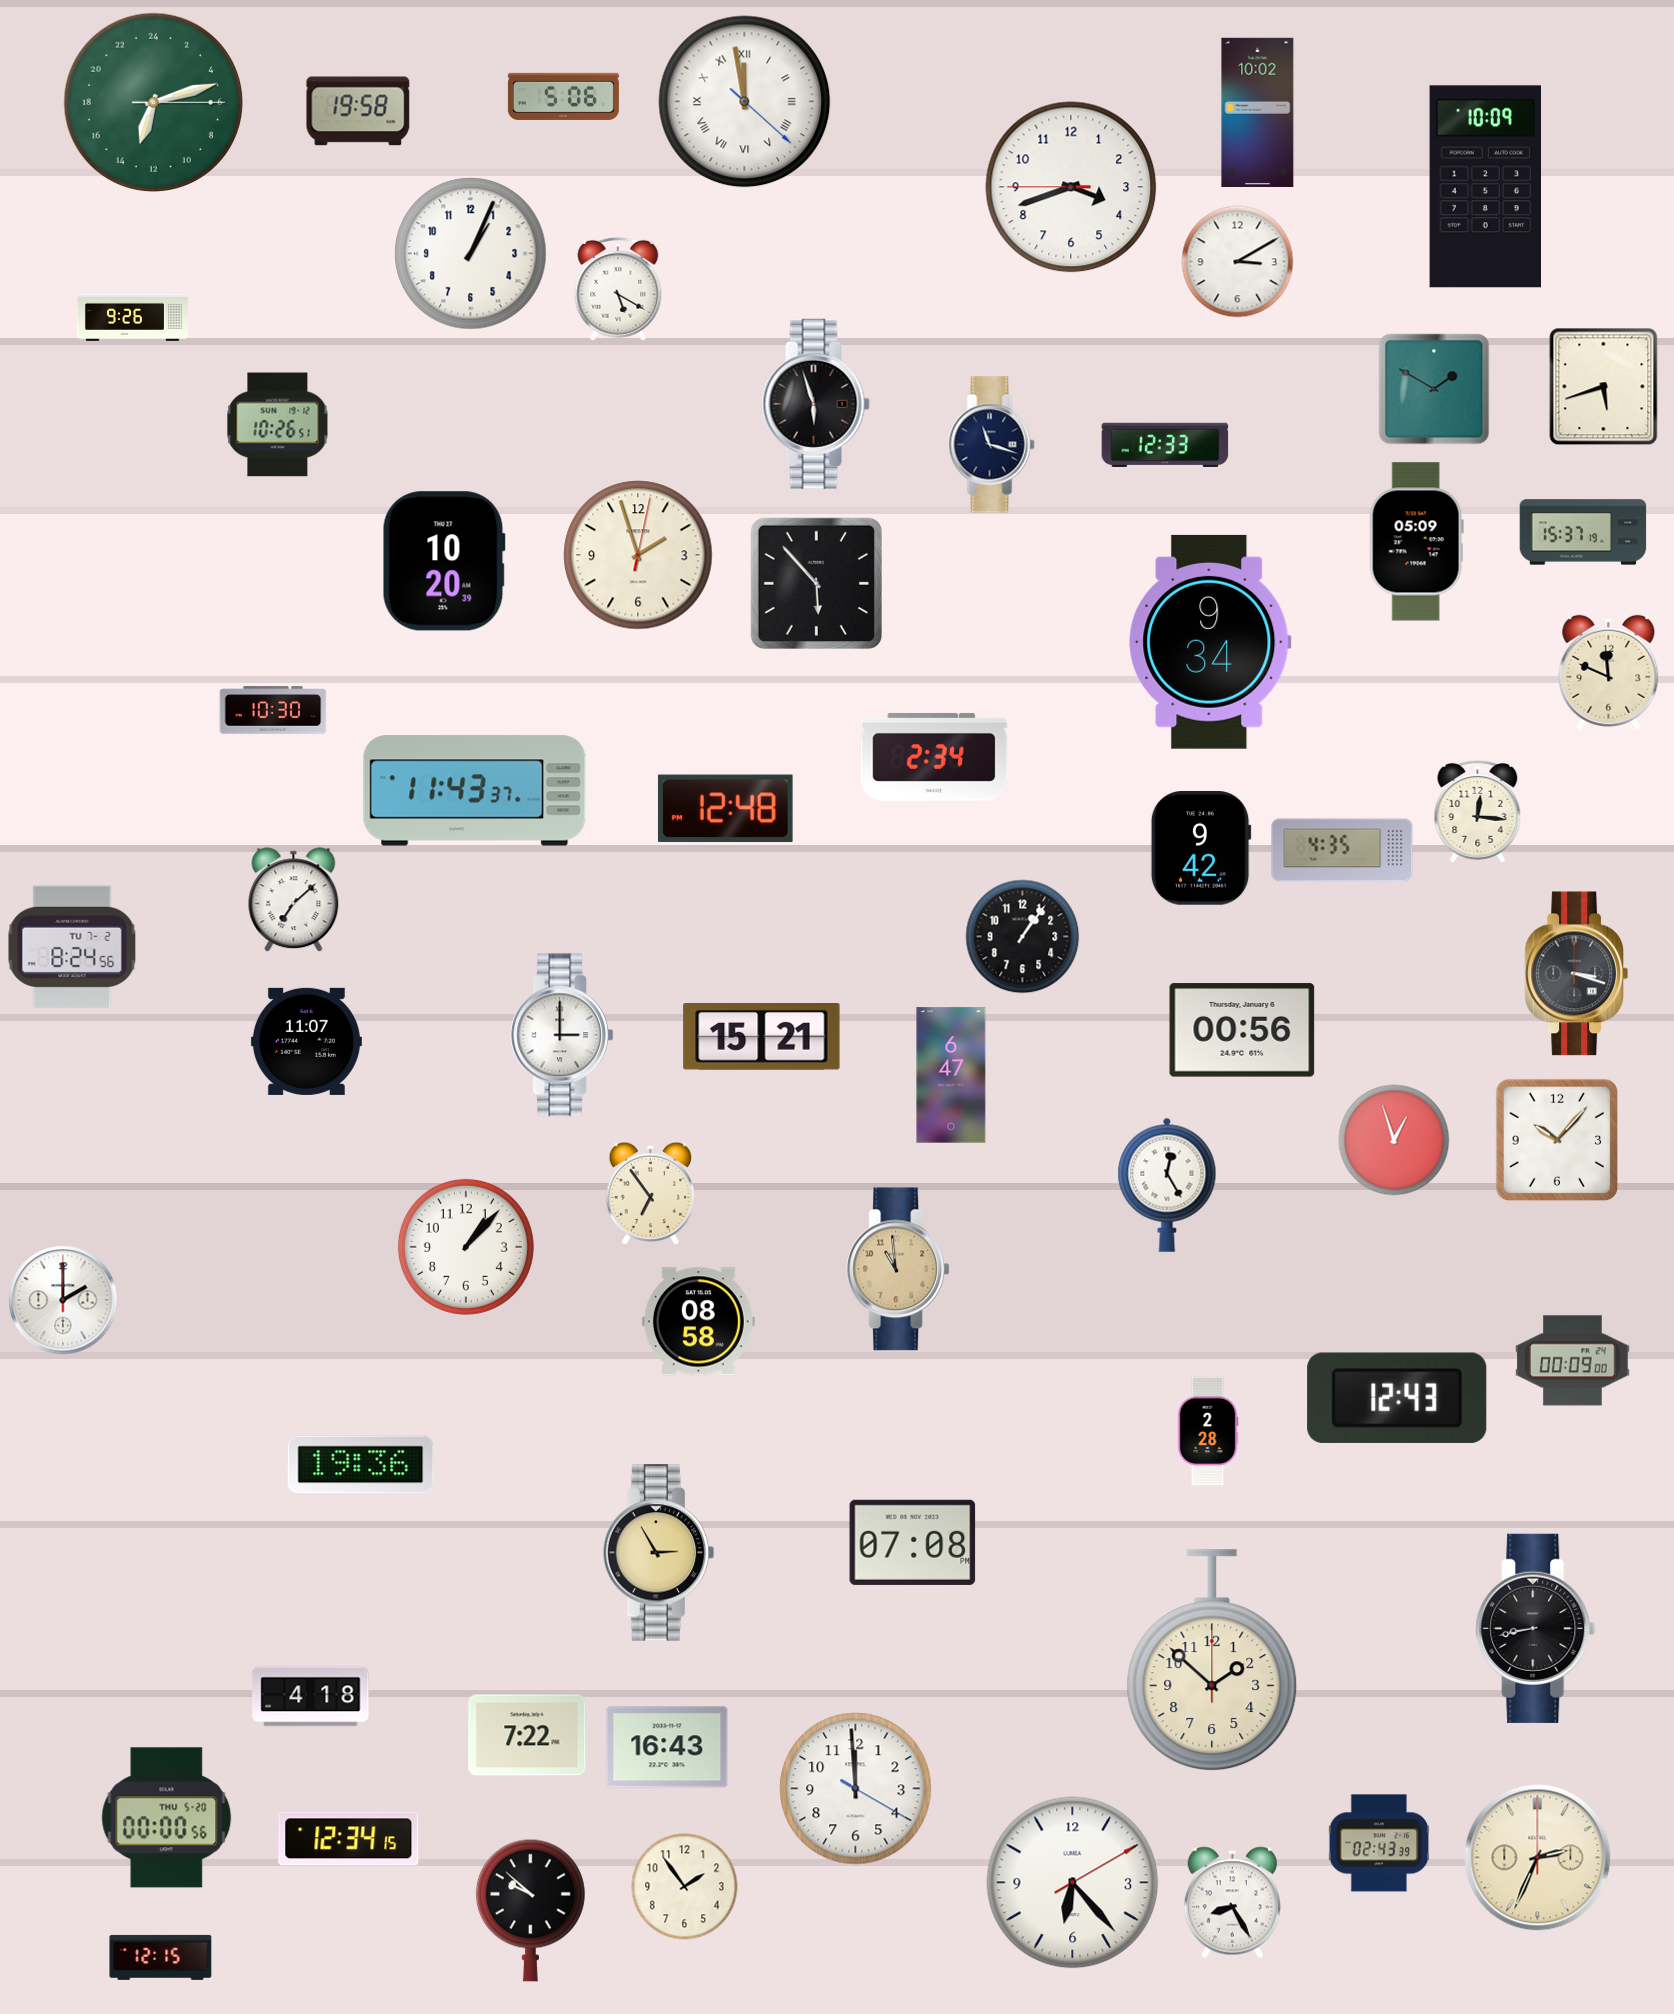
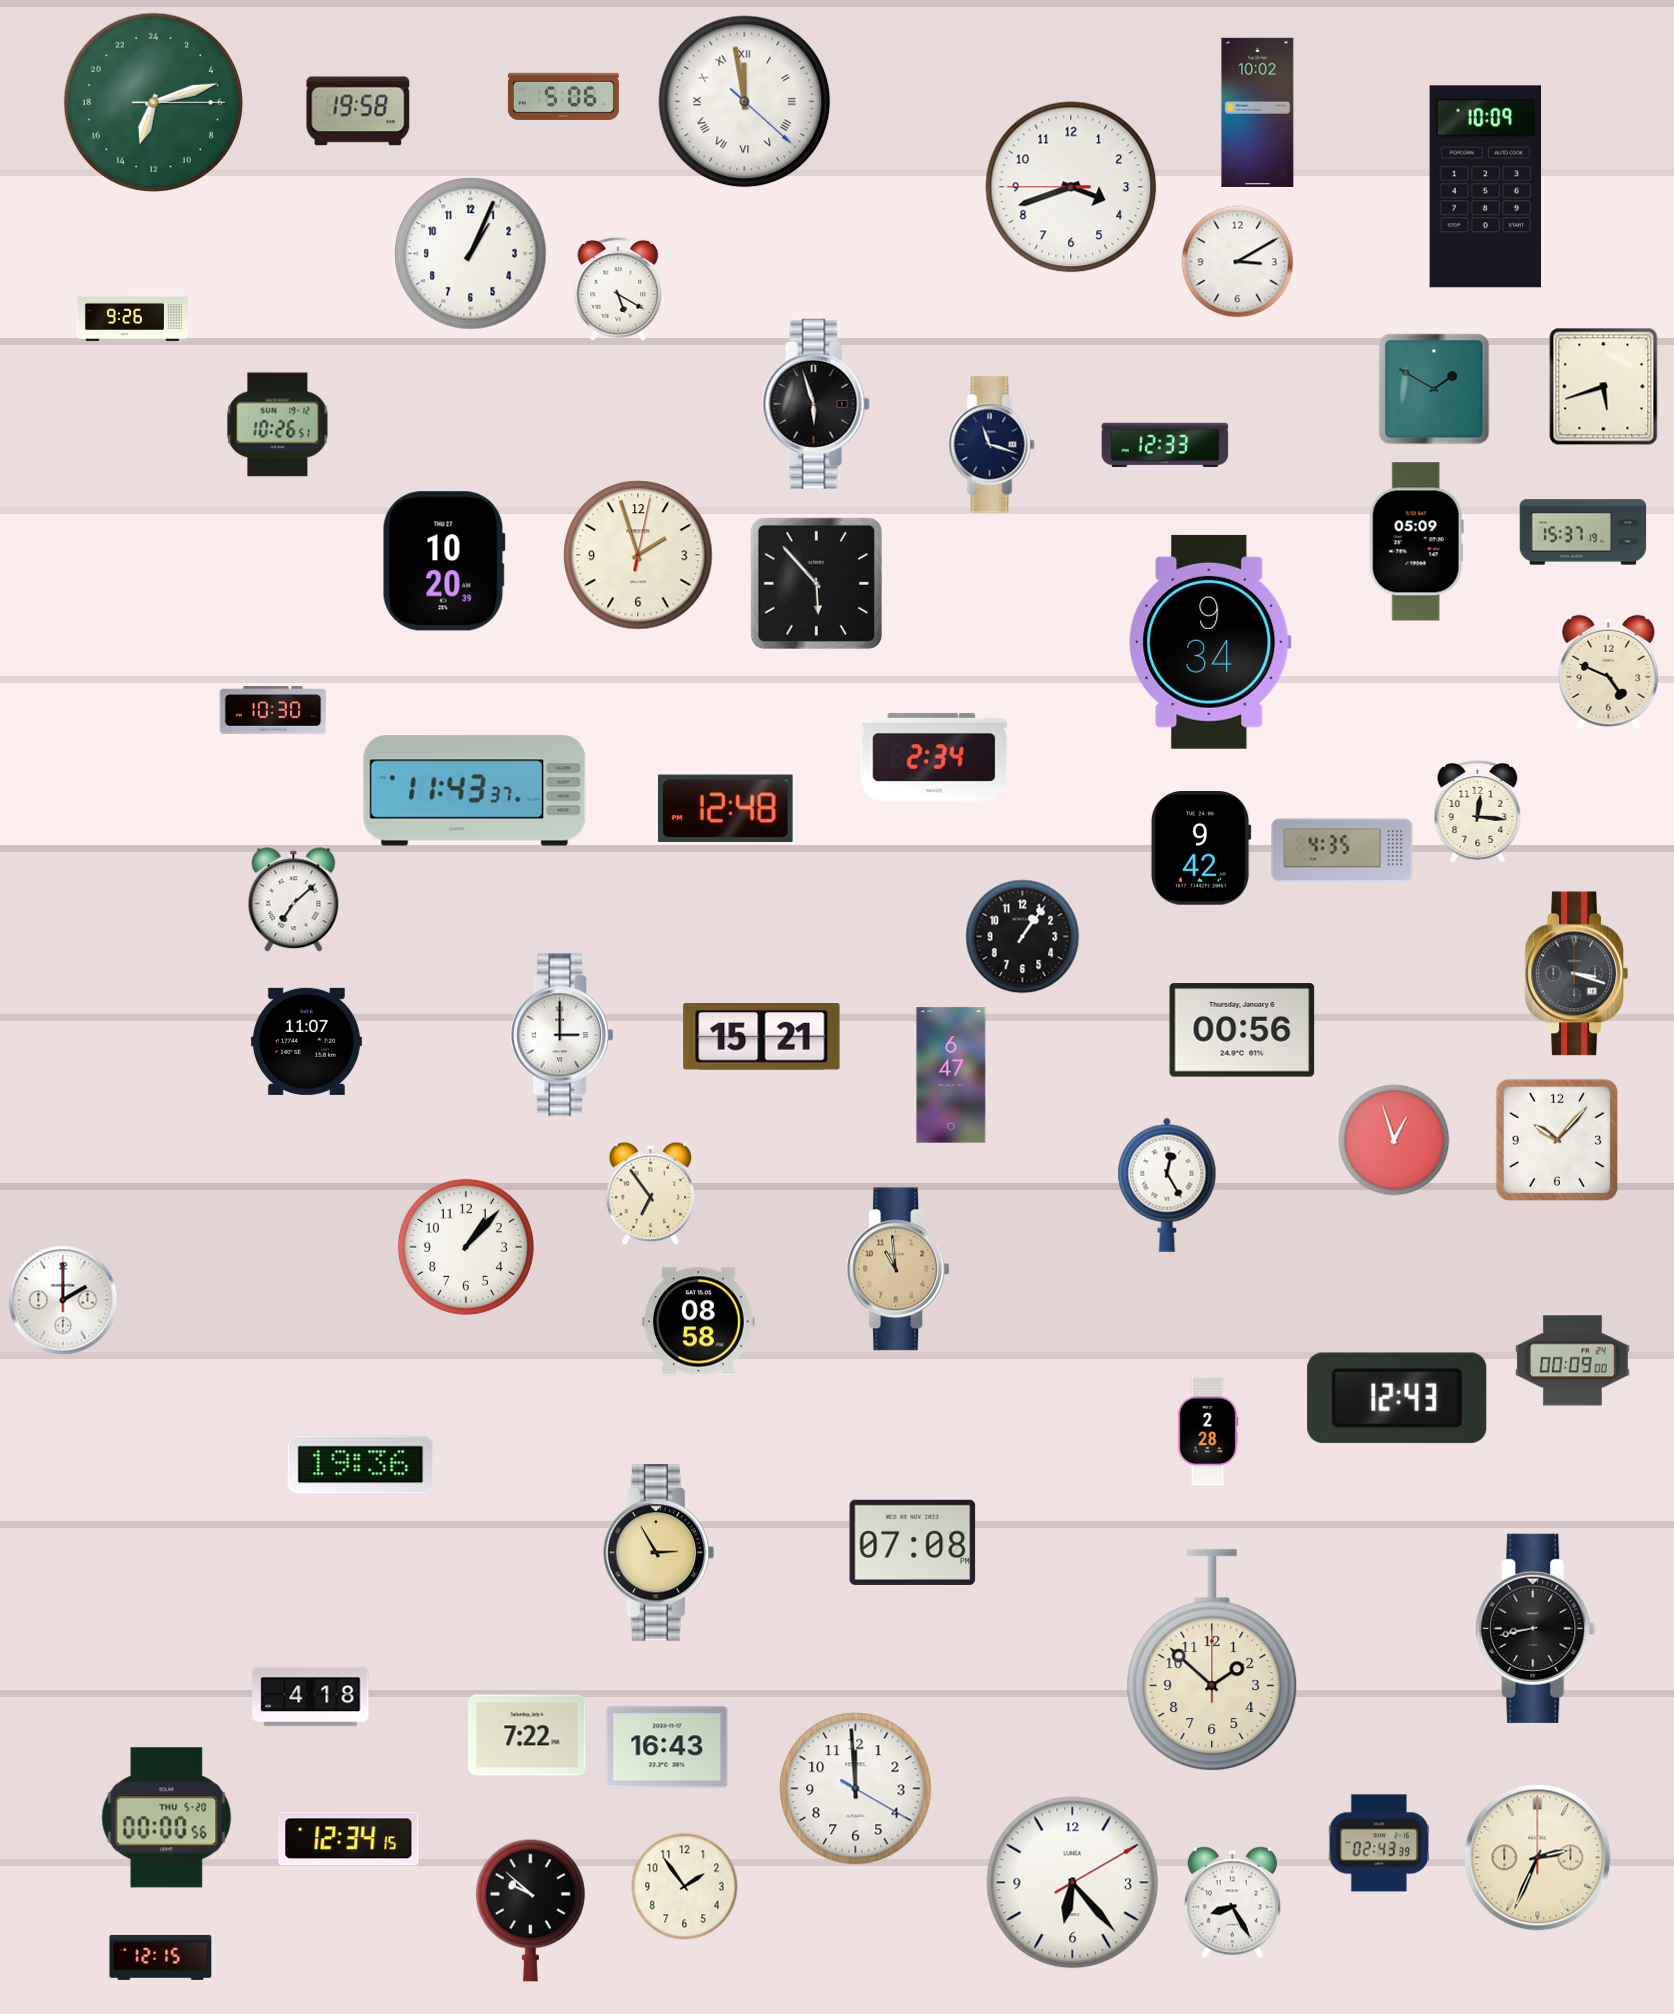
clock at (1609, 672): 11:49 -> 4:49
clock at (72, 946): 8:24 -> none
